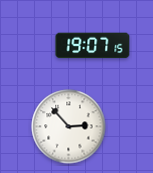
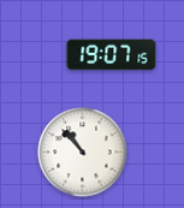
clock at (69, 127): 2:53 -> 10:53
